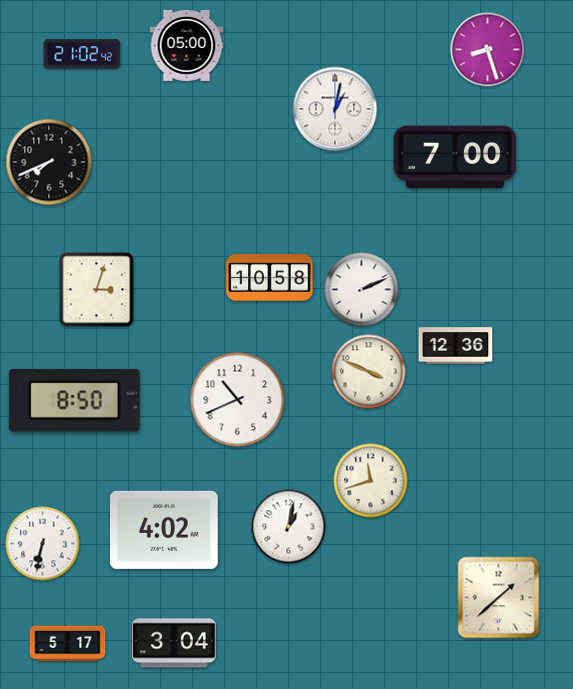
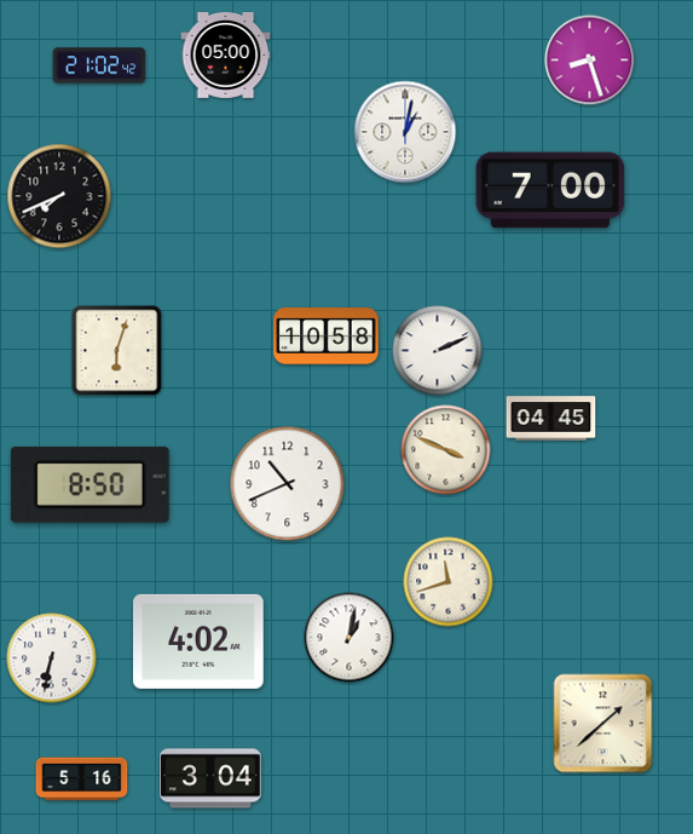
clock at (97, 290): 3:03 -> 6:03
clock at (456, 346): 12:36 -> 04:45
clock at (68, 644): 5:17 -> 5:16
